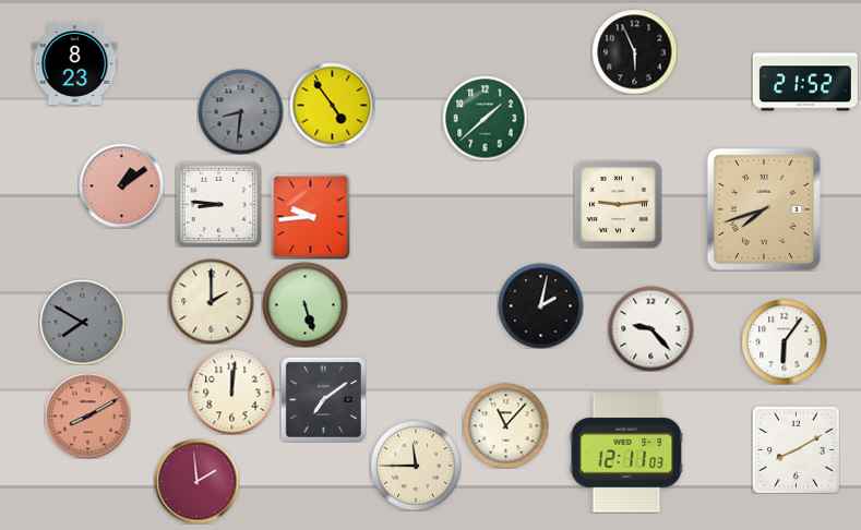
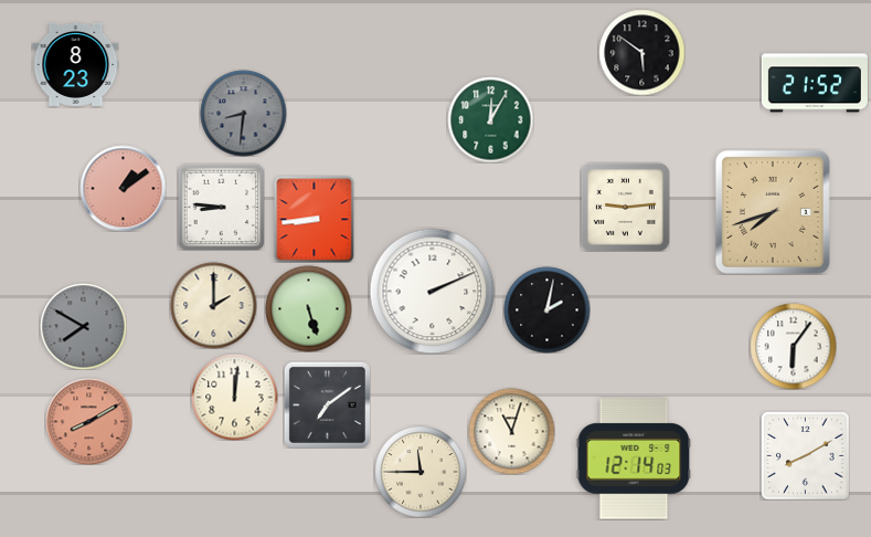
clock at (634, 51): 5:56 -> 5:51
clock at (332, 105): 4:54 -> none
clock at (485, 118): 1:38 -> 12:05
clock at (311, 216): 9:44 -> 8:44
clock at (432, 291): none -> 2:11
clock at (650, 328): 9:23 -> none
clock at (505, 425): 11:07 -> 11:03
clock at (626, 453): 12:11 -> 12:14
clock at (196, 481): 1:59 -> none
